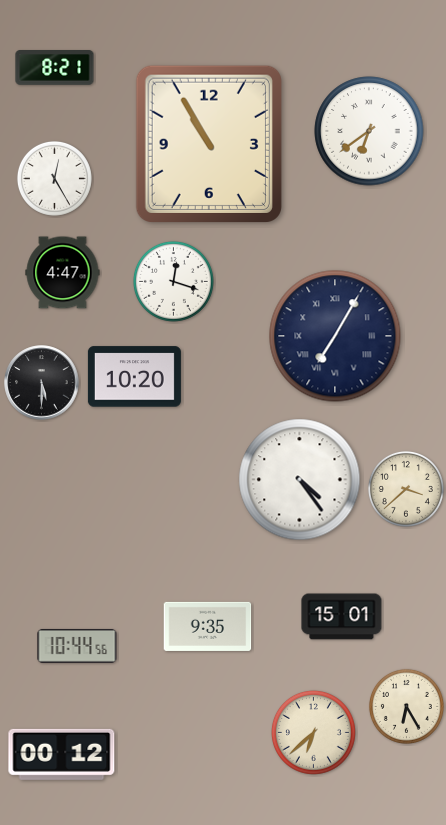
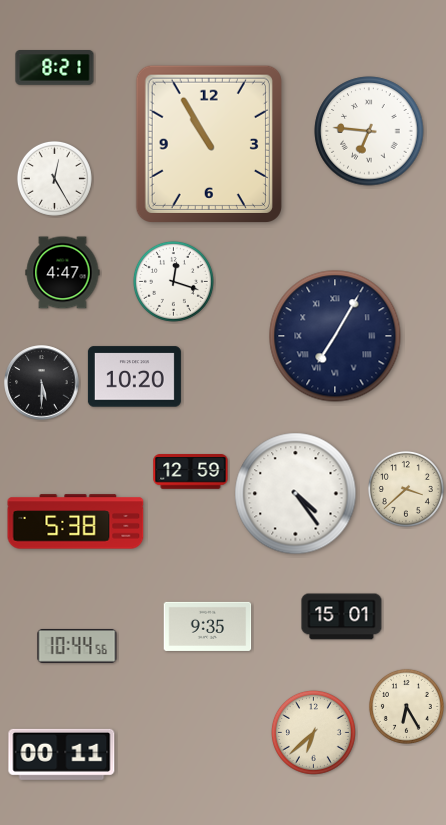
clock at (369, 131): 6:39 -> 6:46
clock at (191, 472): none -> 12:59
clock at (300, 480) position: (300, 480) -> (296, 494)
clock at (76, 522): none -> 5:38
clock at (62, 754): 00:12 -> 00:11
